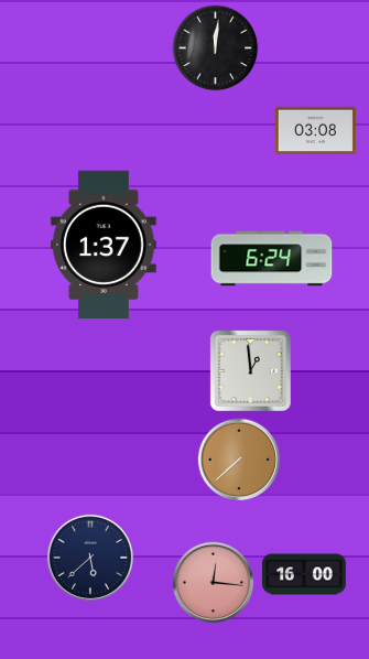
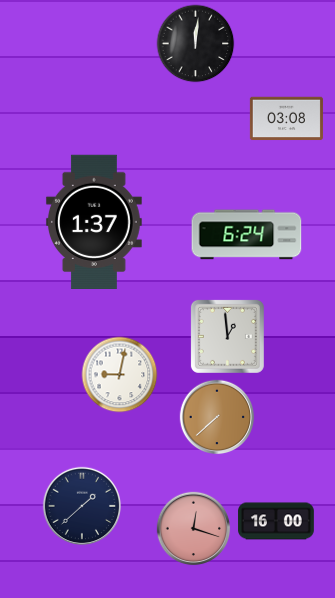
clock at (120, 375): none -> 9:02
clock at (90, 558): 5:38 -> 1:38
clock at (214, 583): 12:16 -> 12:18
